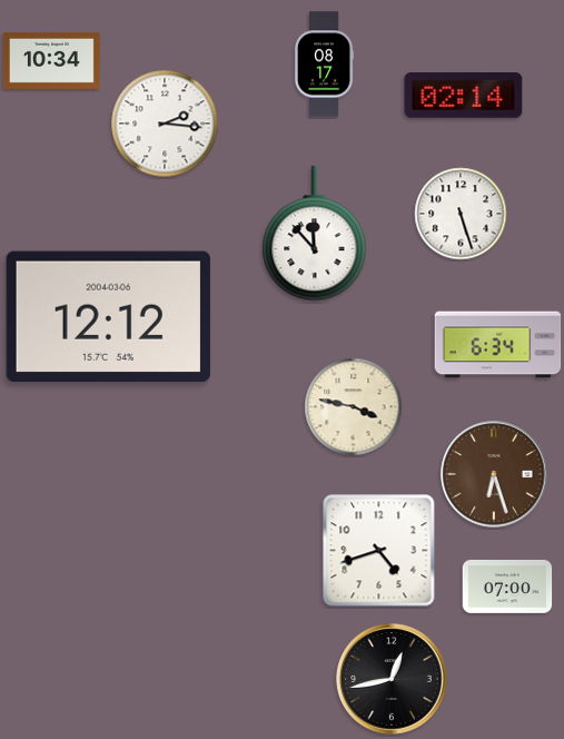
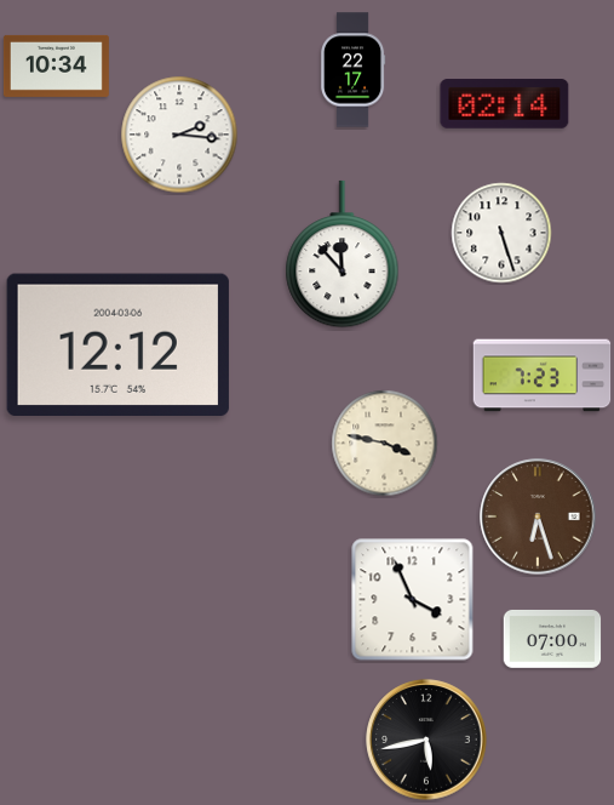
clock at (324, 65): 08:17 -> 22:17
clock at (498, 345): 6:34 -> 7:23
clock at (379, 551): 4:42 -> 3:56
clock at (392, 679): 12:43 -> 5:43
